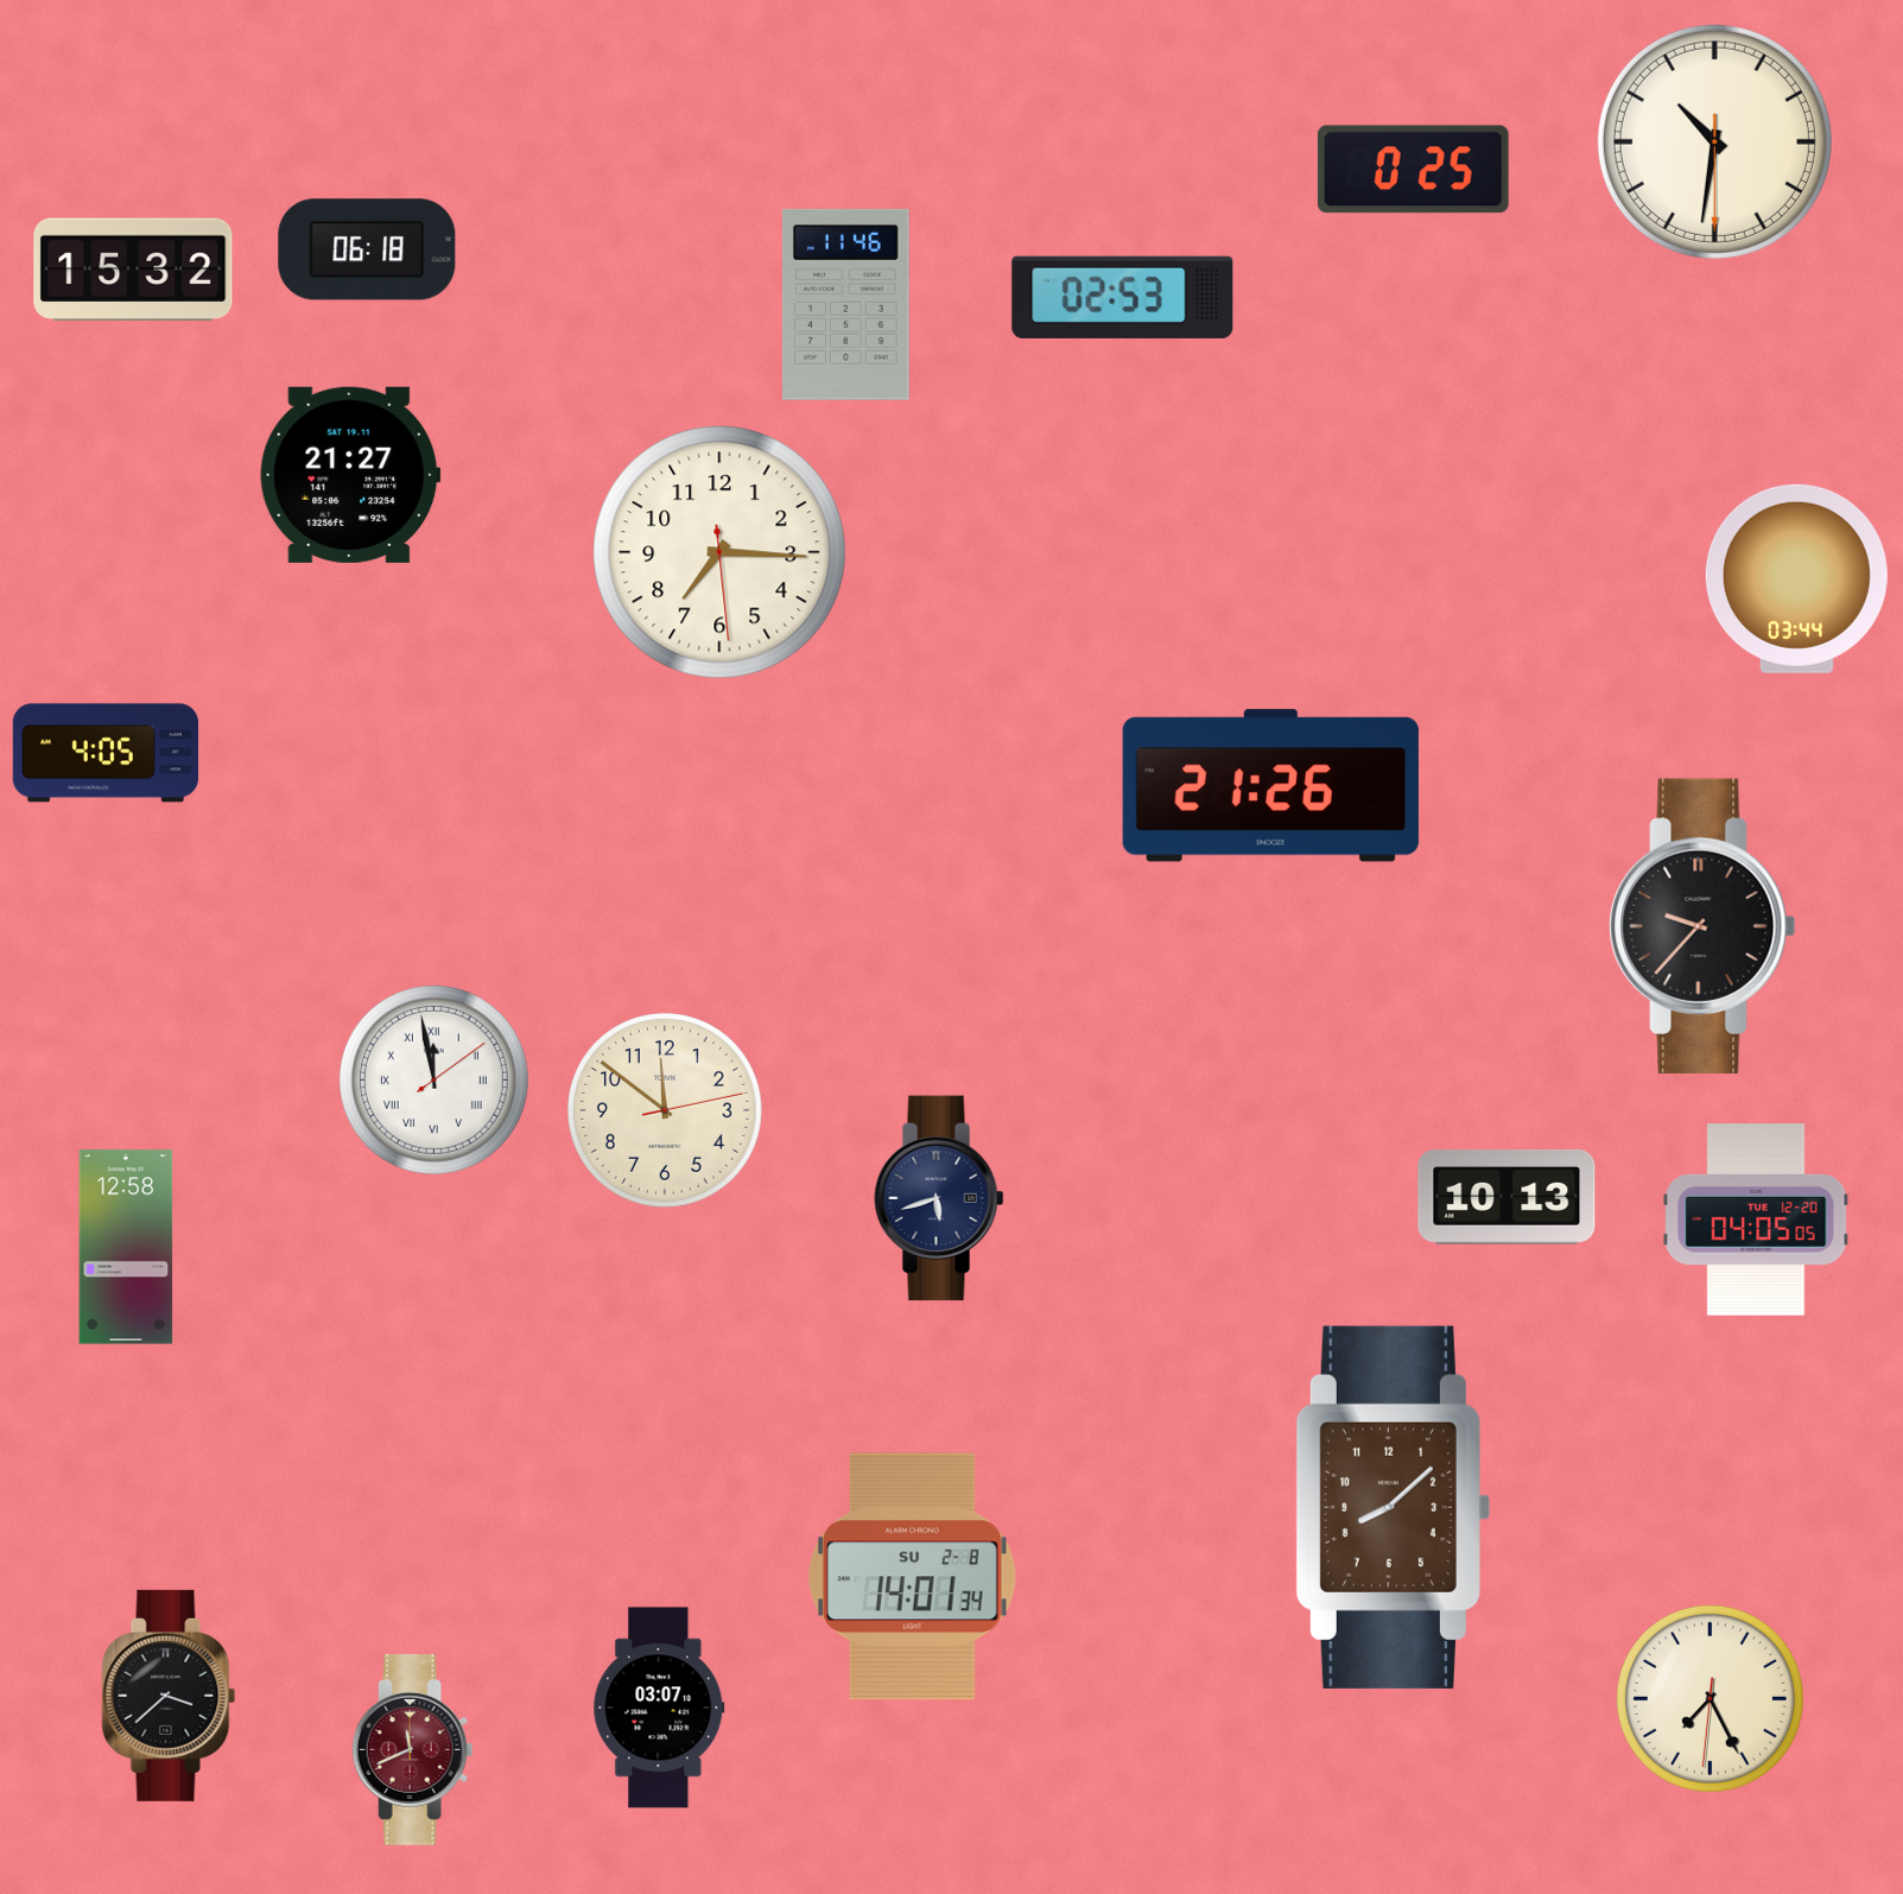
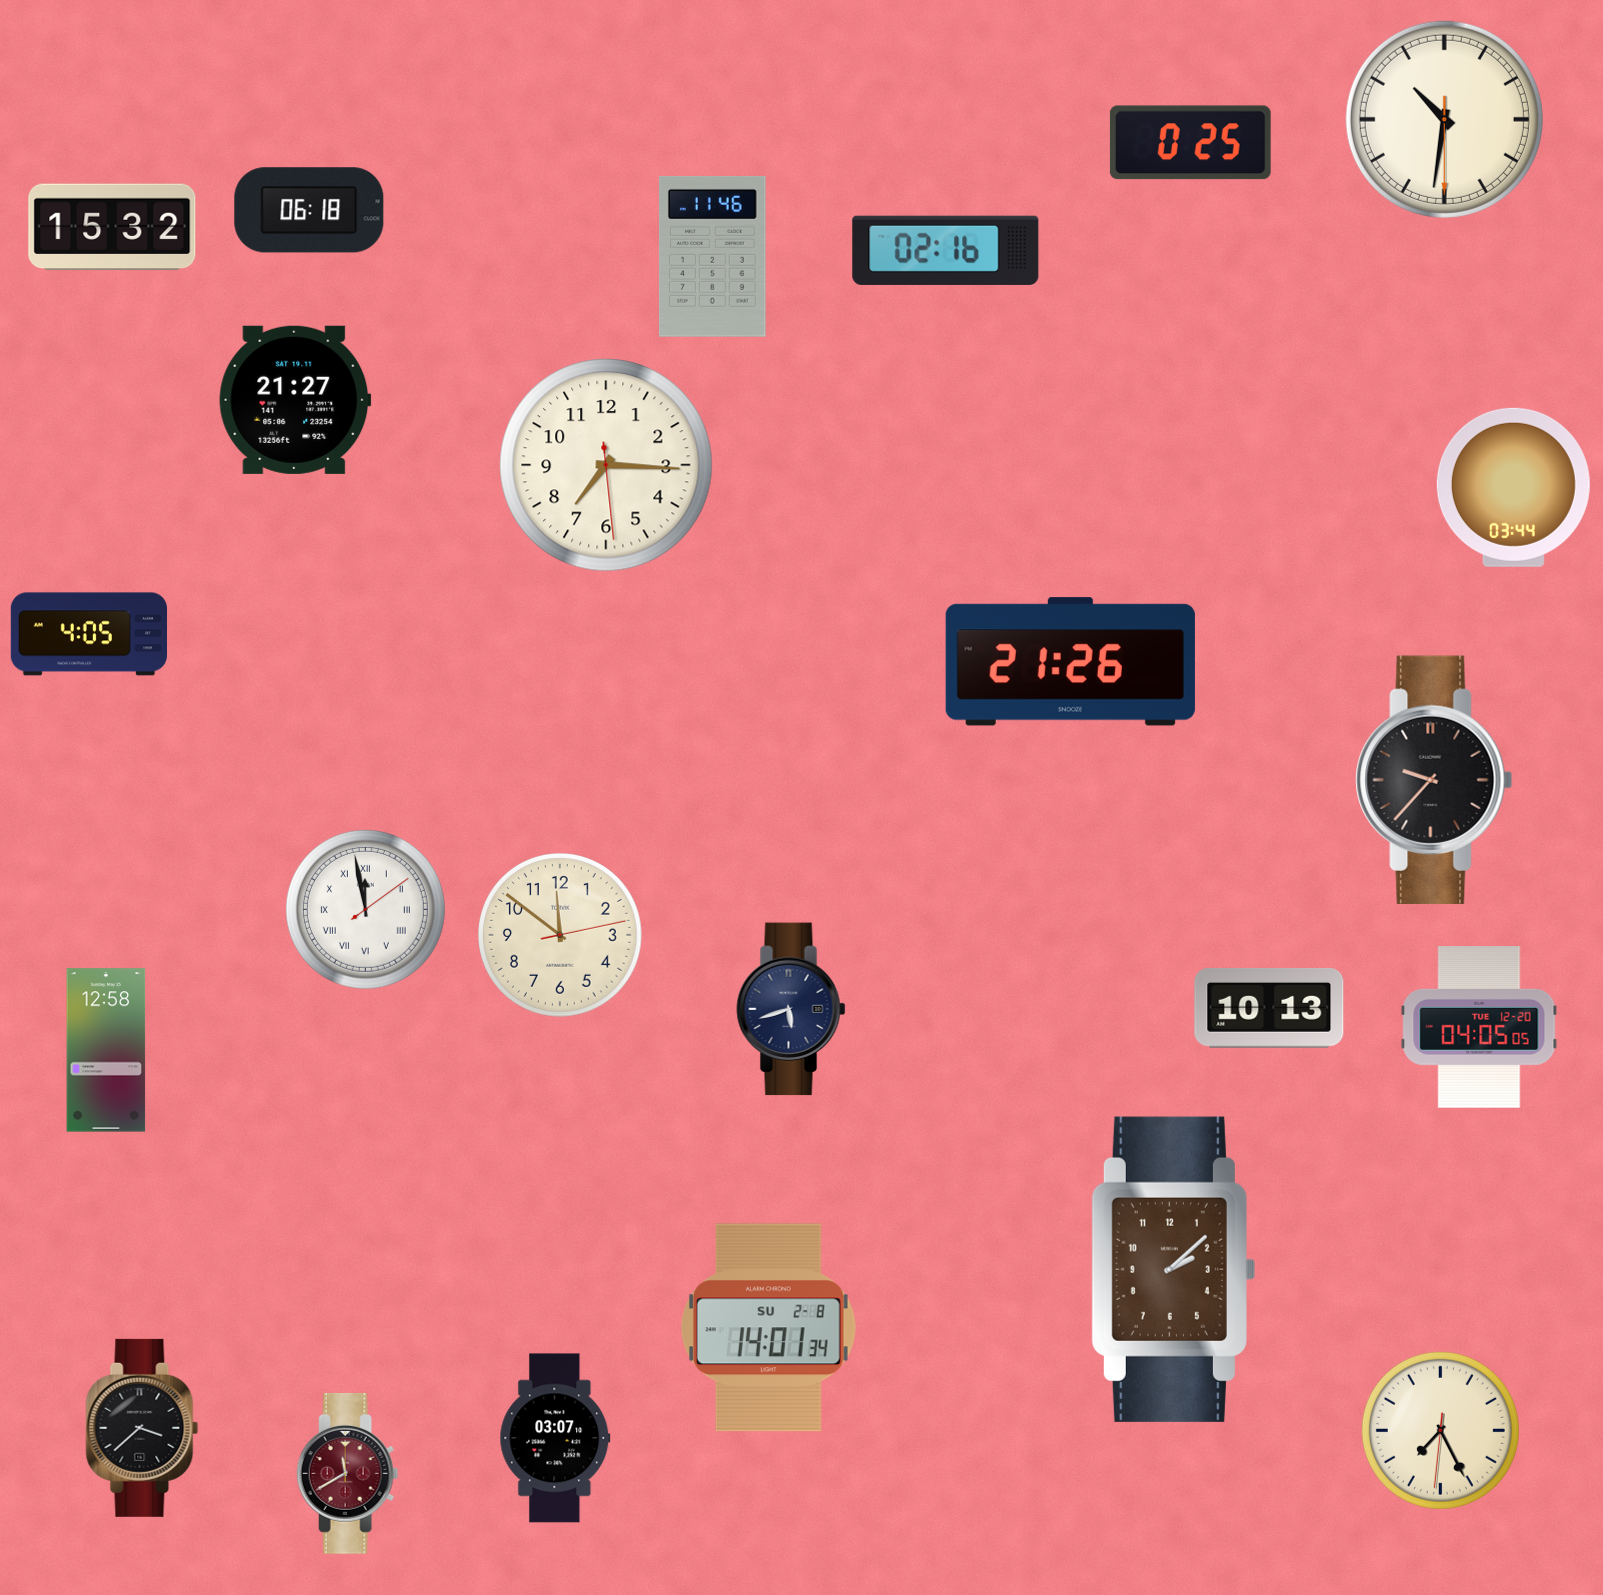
clock at (1123, 297): 02:53 -> 02:16
clock at (1393, 1507): 8:08 -> 2:08
clock at (413, 1749): 11:41 -> 11:40
